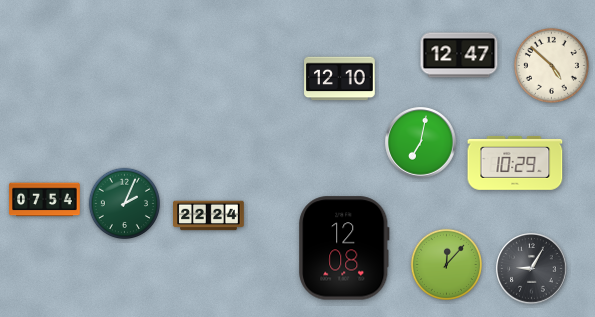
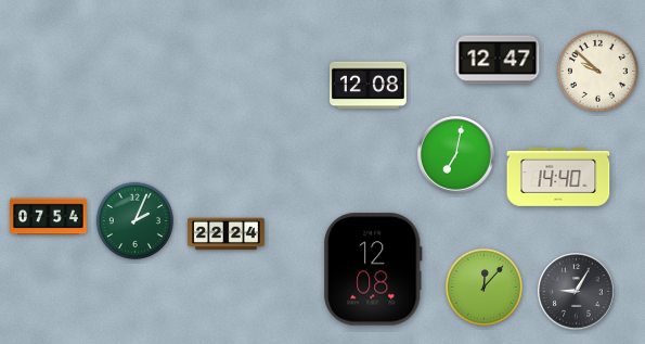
clock at (551, 65): 4:52 -> 9:52
clock at (340, 79): 12:10 -> 12:08
clock at (515, 163): 10:29 -> 14:40
